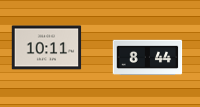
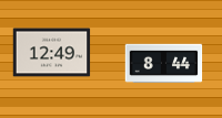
clock at (47, 48): 10:11 -> 12:49
